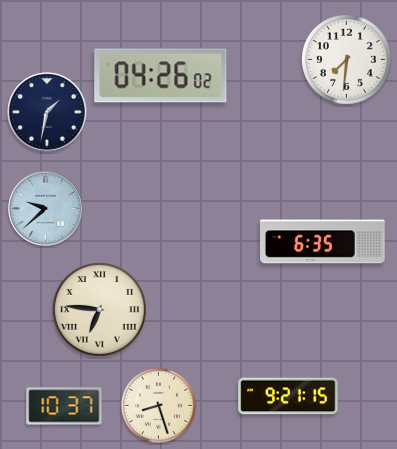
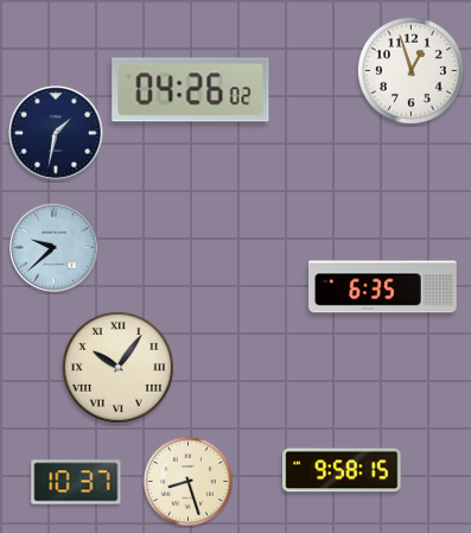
clock at (346, 59): 7:31 -> 12:57
clock at (99, 309): 6:46 -> 10:06
clock at (288, 396): 9:21 -> 9:58
